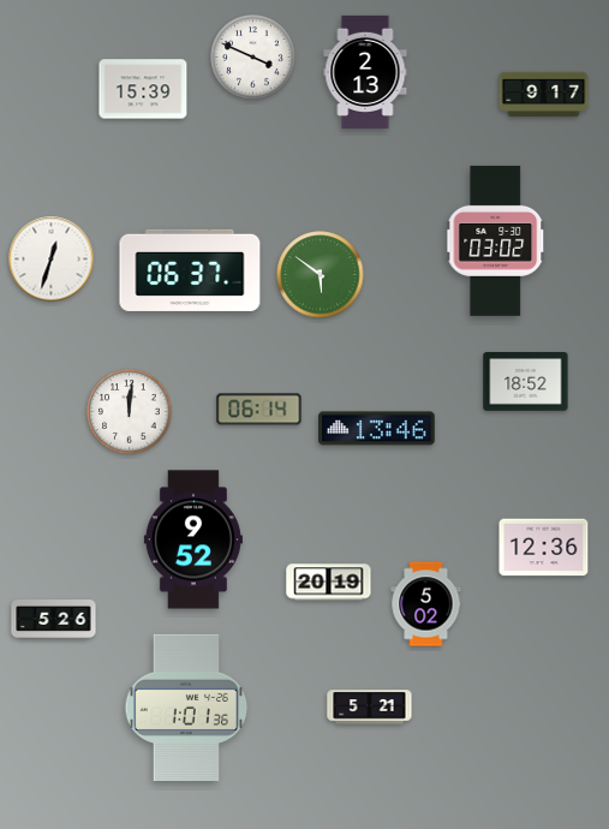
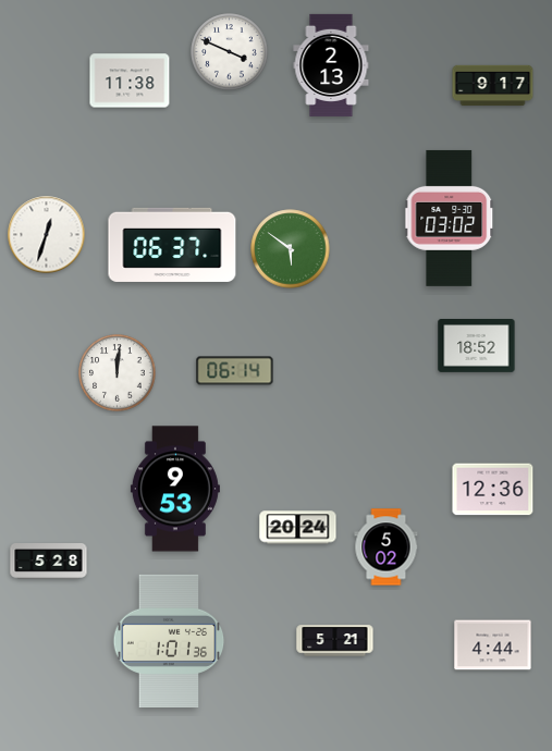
clock at (143, 89): 15:39 -> 11:38
clock at (377, 429): 13:46 -> none
clock at (193, 539): 9:52 -> 9:53
clock at (544, 548) position: (544, 548) -> (493, 490)
clock at (329, 583): 20:19 -> 20:24
clock at (54, 620): 5:26 -> 5:28
clock at (493, 645): none -> 4:44
